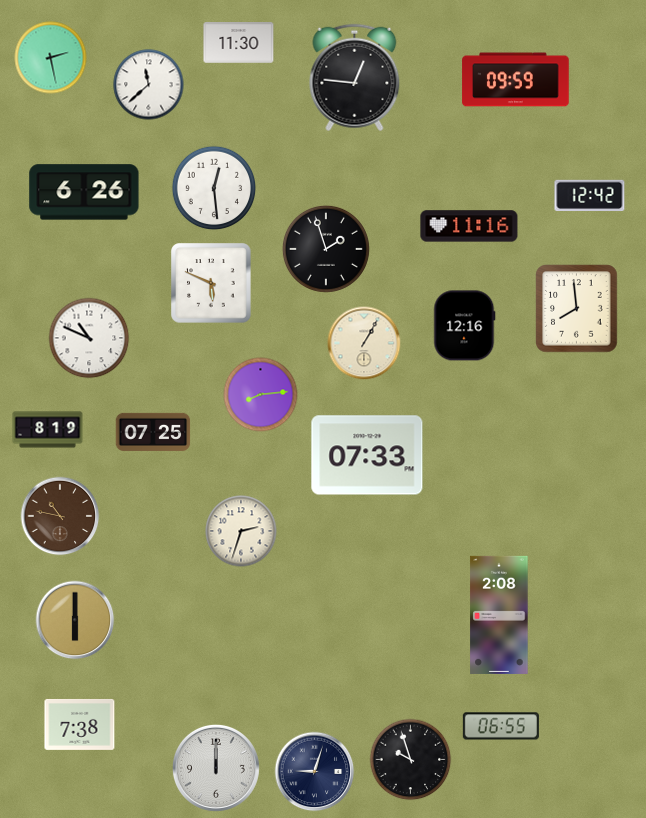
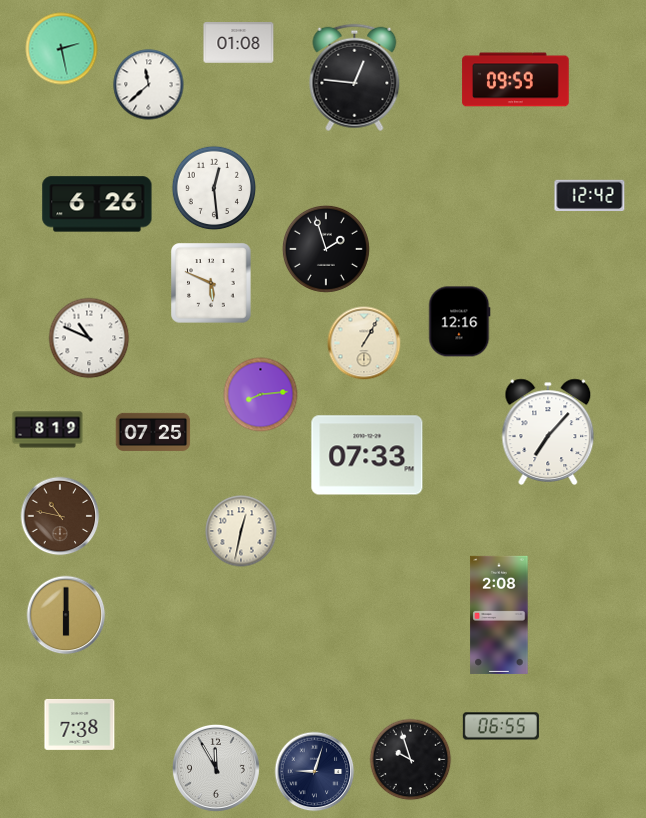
clock at (239, 43): 11:30 -> 01:08
clock at (51, 58) position: (51, 58) -> (62, 49)
clock at (84, 192) position: (84, 192) -> (97, 204)
clock at (469, 226): 11:16 -> none
clock at (577, 309): 7:59 -> none
clock at (465, 326) position: (465, 326) -> (460, 322)
clock at (548, 432): none -> 7:07
clock at (241, 531): 2:33 -> 12:32
clock at (75, 620) position: (75, 620) -> (66, 615)
clock at (216, 768): 12:00 -> 11:55
